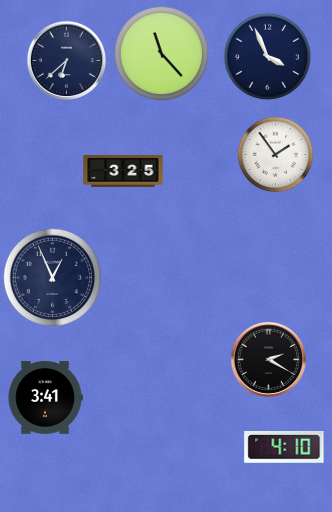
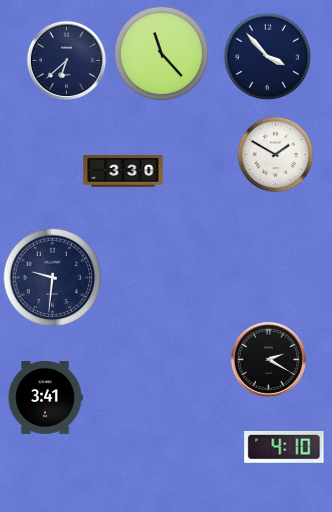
clock at (268, 57): 3:56 -> 3:53
clock at (276, 155): 1:54 -> 1:50
clock at (123, 172): 3:25 -> 3:30
clock at (53, 278): 12:56 -> 9:31
